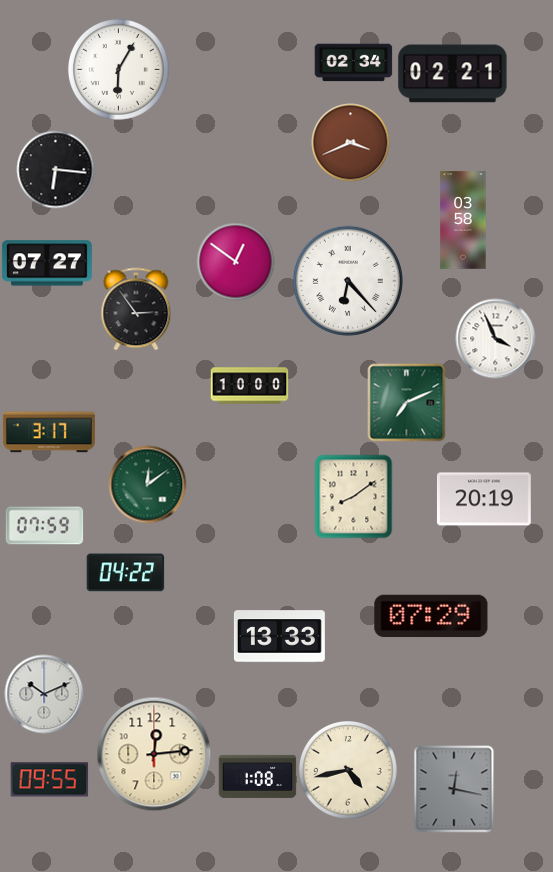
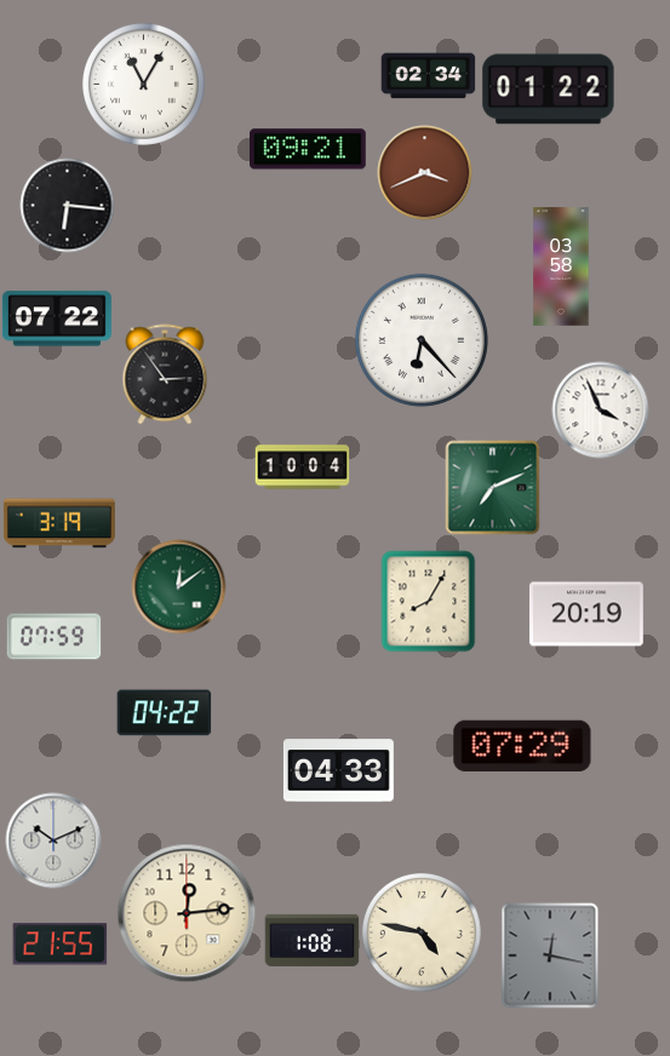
clock at (118, 69): 6:05 -> 11:05
clock at (453, 74): 02:21 -> 01:22
clock at (309, 149): none -> 09:21
clock at (235, 261): 12:51 -> none
clock at (47, 263): 07:27 -> 07:22
clock at (249, 386): 10:00 -> 10:04
clock at (49, 432): 3:17 -> 3:19
clock at (354, 496): 8:09 -> 8:05
clock at (484, 499) position: (484, 499) -> (586, 614)
clock at (125, 573) position: (125, 573) -> (164, 713)
clock at (279, 637): 13:33 -> 04:33
clock at (349, 771): 4:43 -> 4:47
clock at (49, 780): 09:55 -> 21:55
